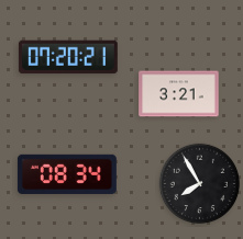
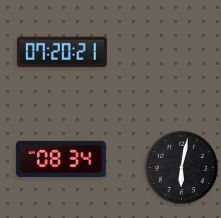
clock at (179, 94): 3:21 -> none
clock at (199, 183): 7:55 -> 6:02
